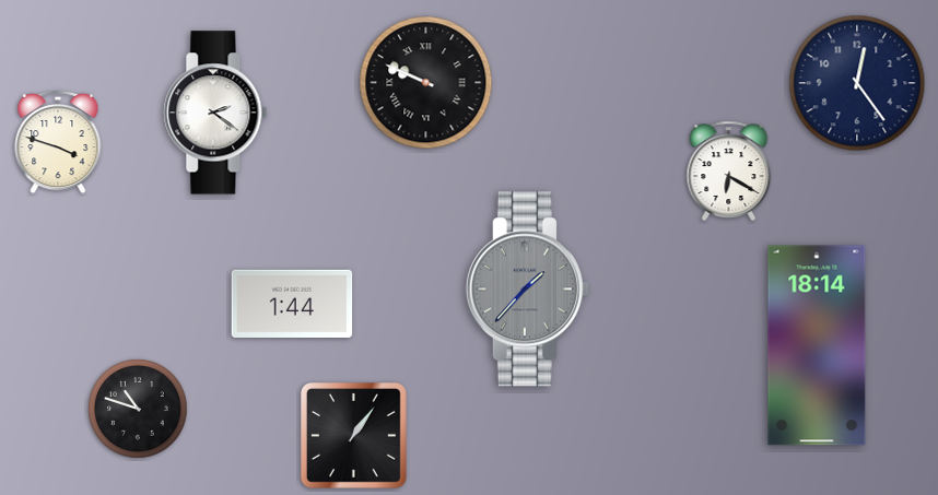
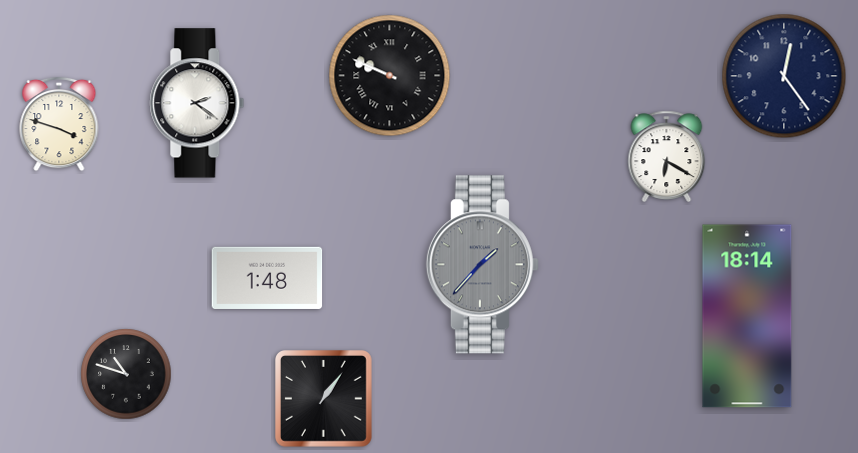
clock at (58, 142) position: (58, 142) -> (59, 124)
clock at (292, 304): 1:44 -> 1:48
